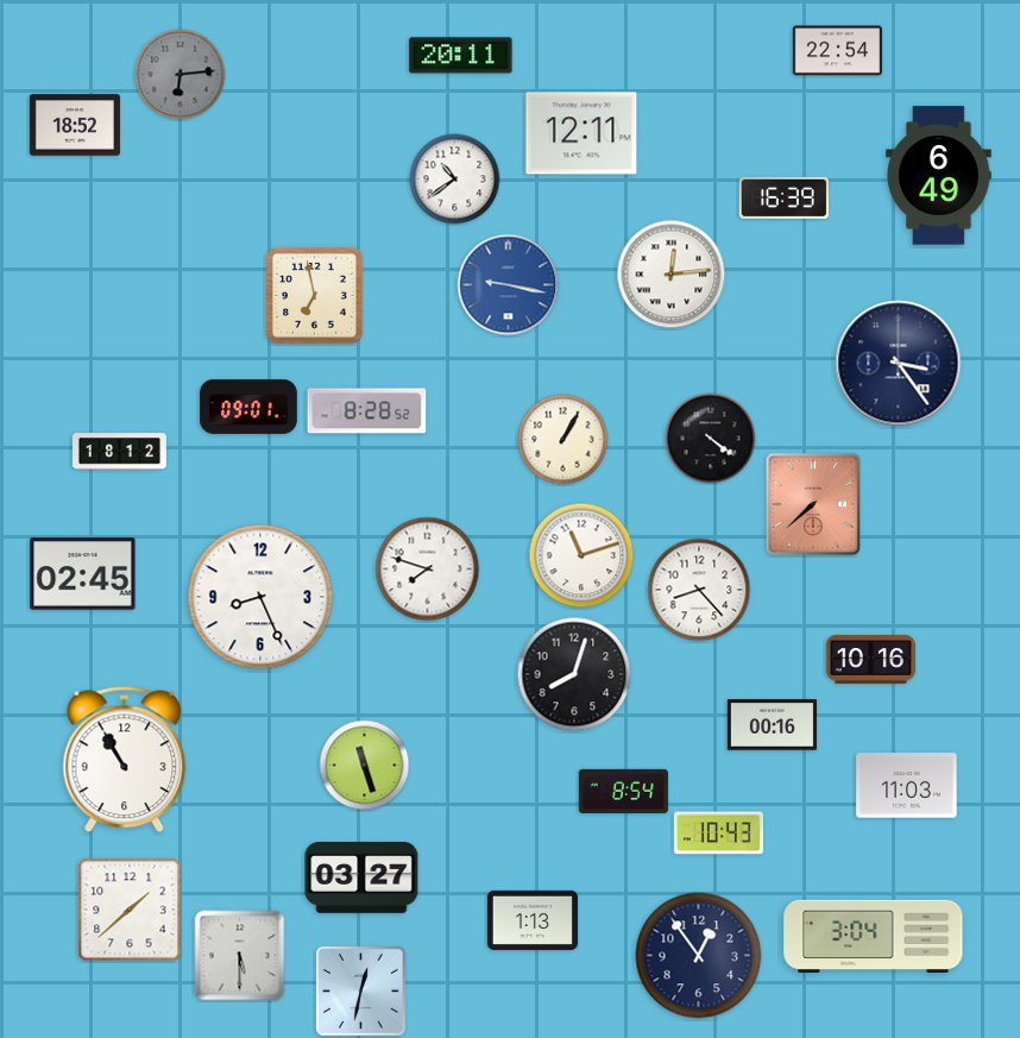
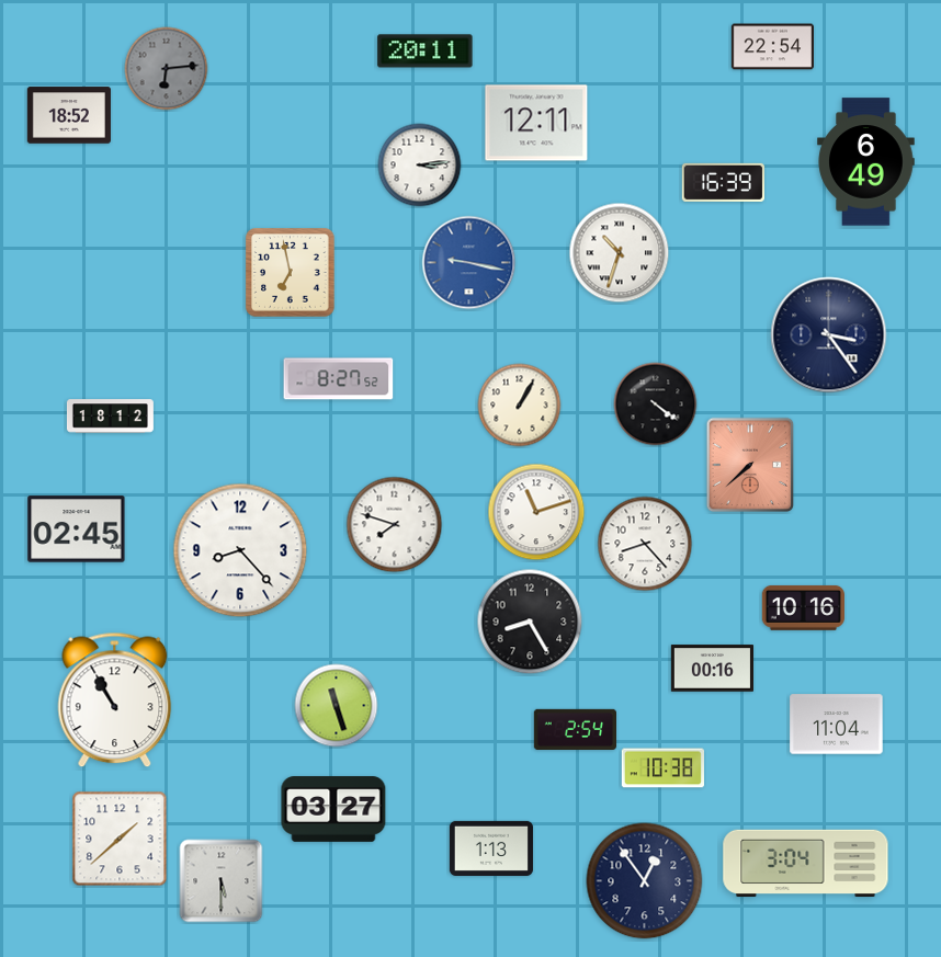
clock at (455, 180): 10:39 -> 3:14
clock at (672, 275): 12:14 -> 10:33
clock at (248, 407): 09:01 -> none
clock at (367, 411): 8:28 -> 8:27
clock at (260, 597): 8:26 -> 8:23
clock at (574, 674): 8:03 -> 8:25
clock at (907, 786): 11:03 -> 11:04
clock at (623, 791): 8:54 -> 2:54
clock at (718, 833): 10:43 -> 10:38
clock at (360, 990): 12:32 -> none
